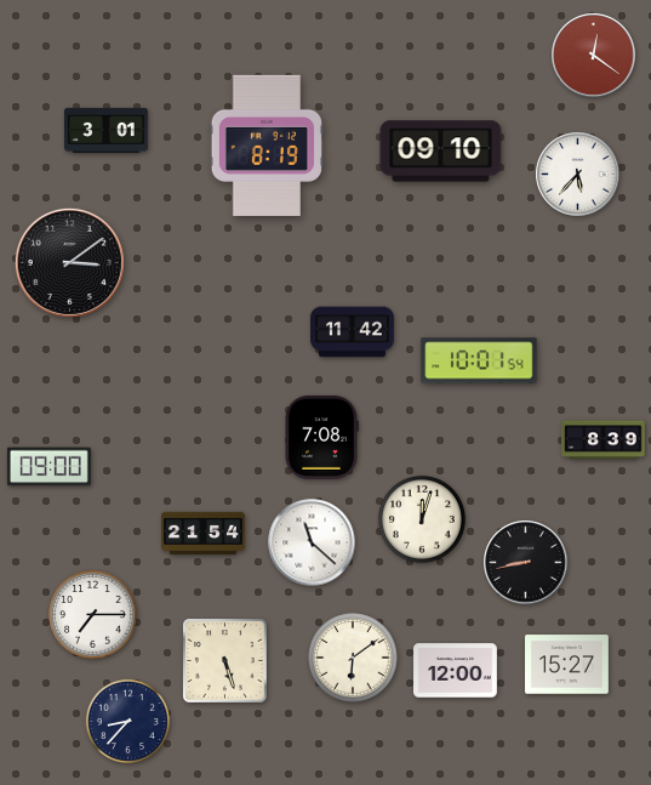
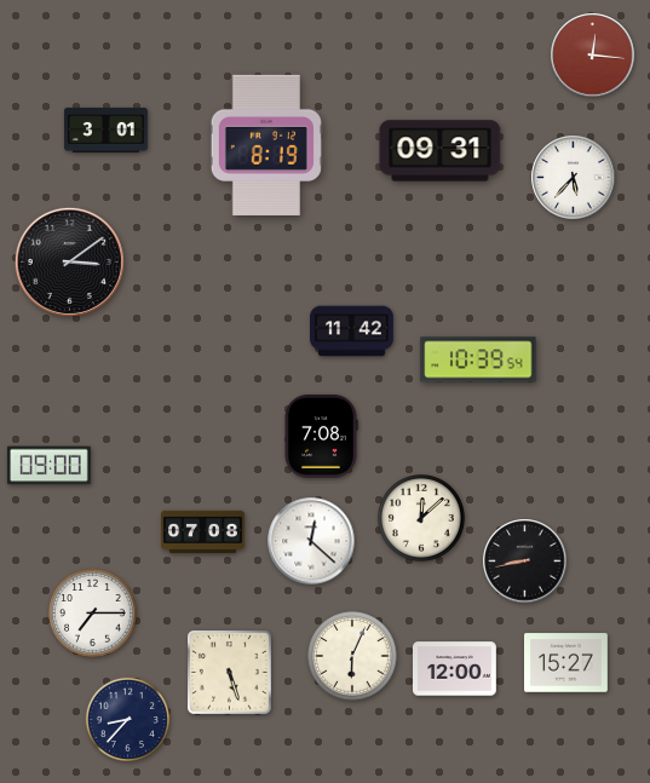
clock at (594, 56): 12:21 -> 12:16
clock at (441, 152): 09:10 -> 09:31
clock at (578, 175) position: (578, 175) -> (574, 178)
clock at (479, 360): 10:01 -> 10:39
clock at (604, 440): 8:39 -> none
clock at (423, 521): 12:03 -> 12:08
clock at (204, 533): 21:54 -> 07:08
clock at (312, 542): 11:22 -> 12:22
clock at (353, 658): 6:09 -> 6:04
clock at (225, 661) position: (225, 661) -> (230, 673)
